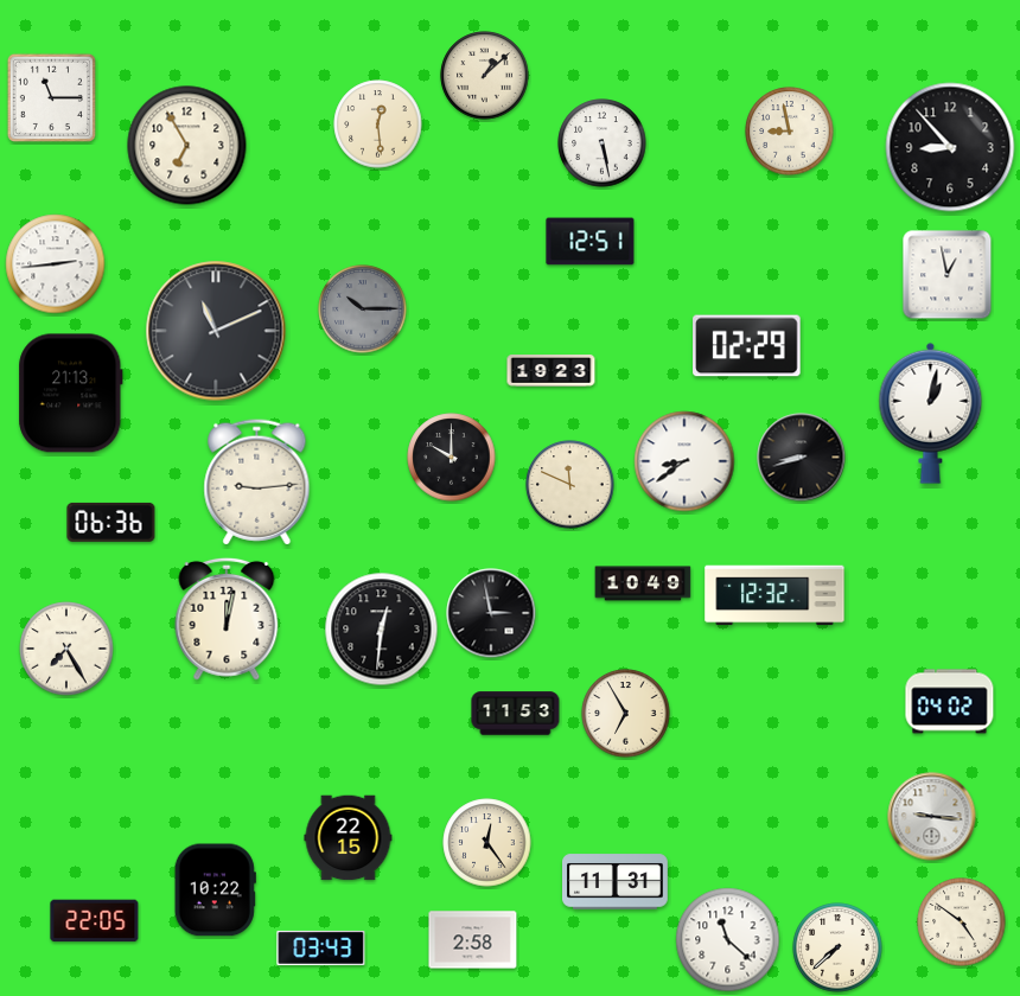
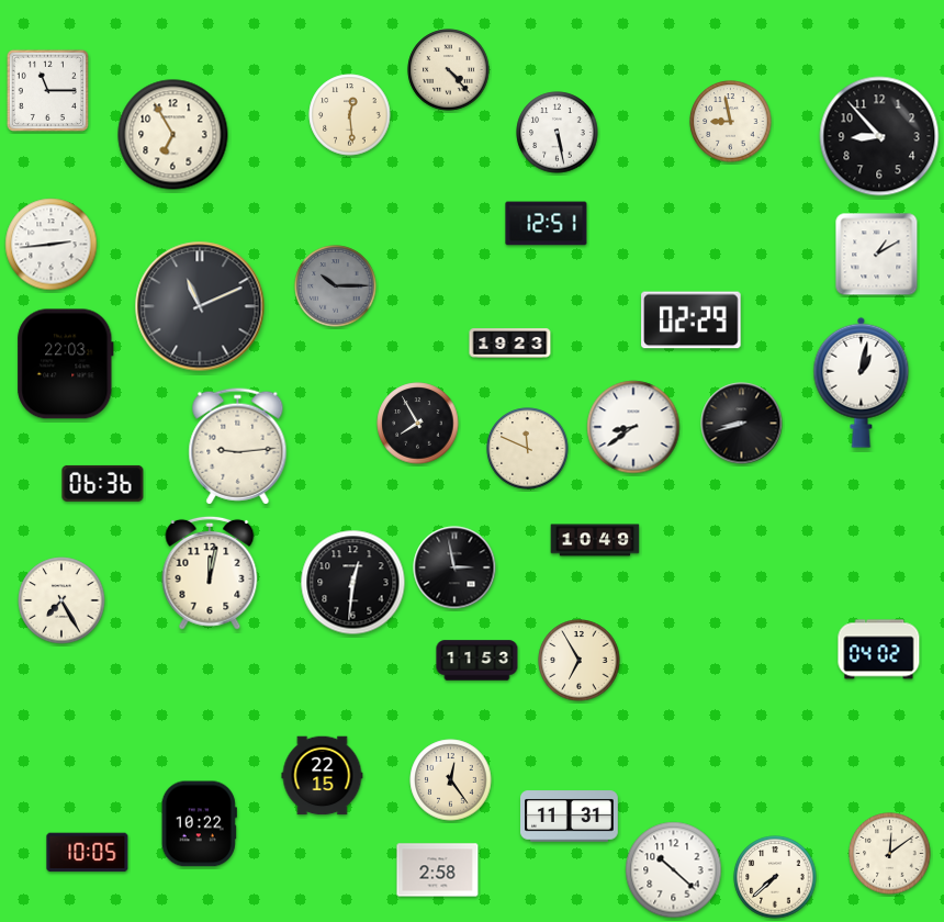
clock at (485, 76): 1:08 -> 4:23
clock at (948, 275): 12:58 -> 1:10
clock at (71, 394): 21:13 -> 22:03
clock at (452, 458): 10:00 -> 7:55
clock at (774, 595): 12:32 -> none
clock at (932, 817): 9:16 -> none
clock at (95, 921): 22:05 -> 10:05
clock at (962, 922): 4:51 -> 12:09
clock at (728, 940): 11:22 -> 10:22
clock at (321, 947): 03:43 -> none
